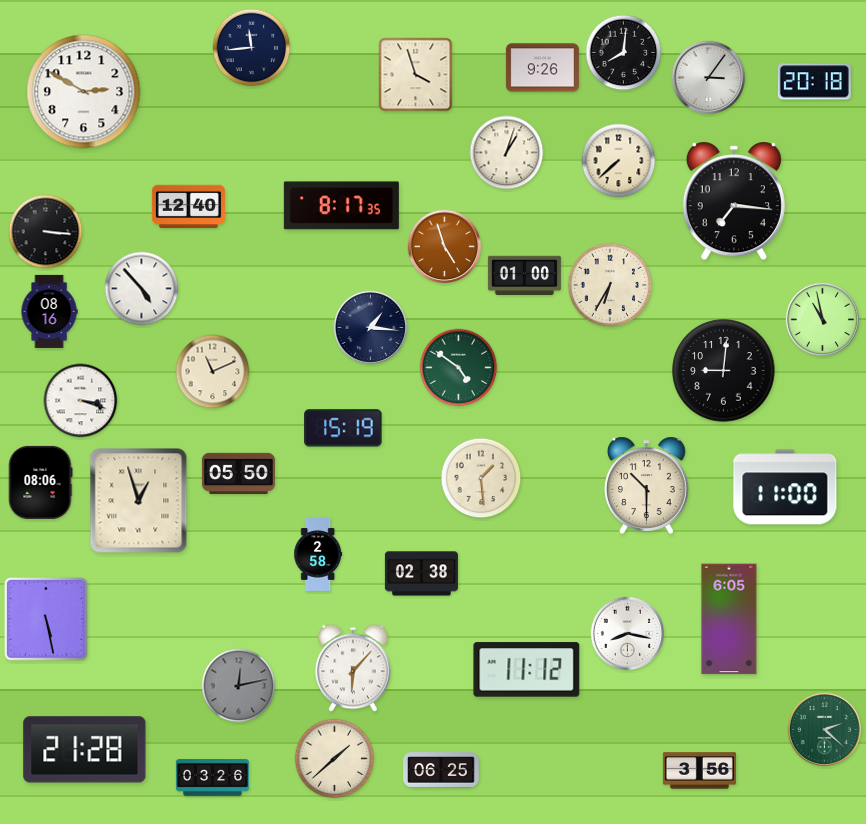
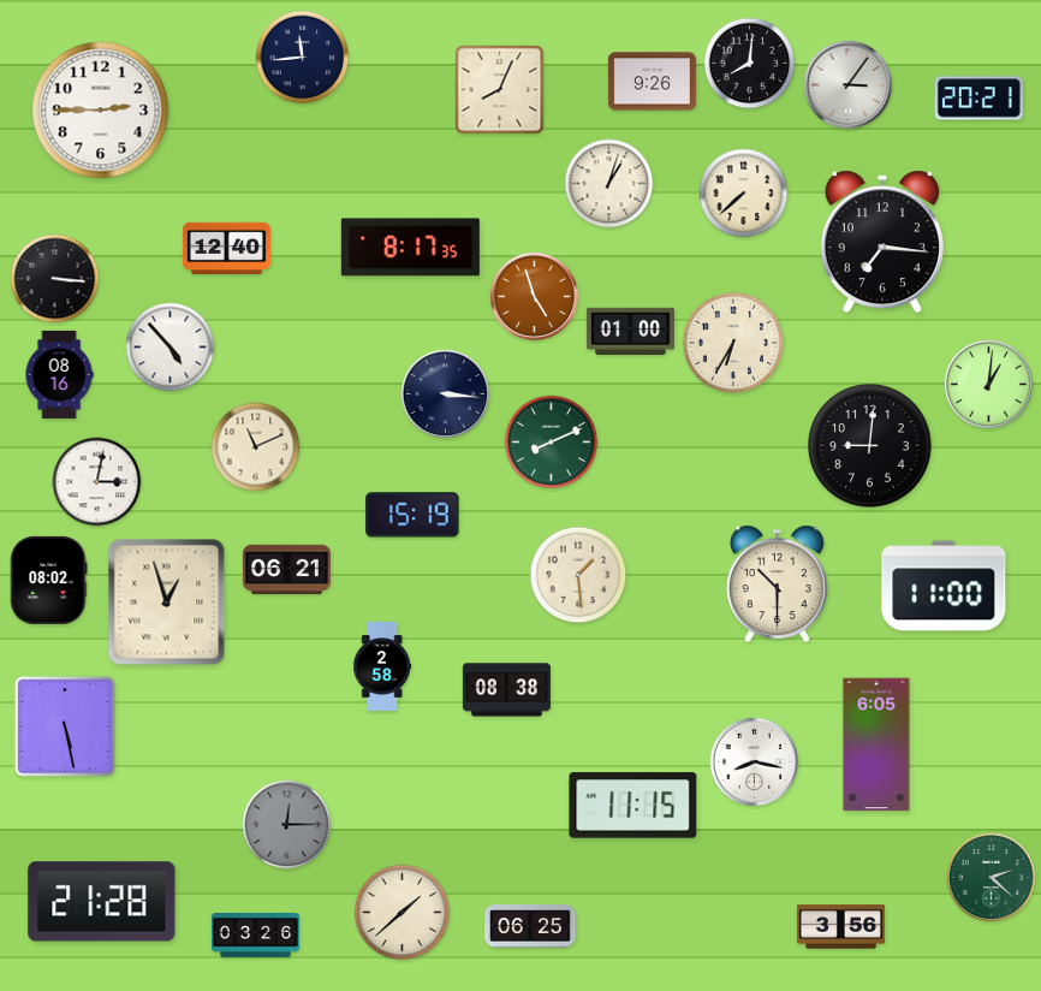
clock at (416, 75): 3:57 -> 8:04
clock at (709, 78) position: (709, 78) -> (849, 85)
clock at (814, 82): 20:18 -> 20:21
clock at (84, 92): 2:50 -> 2:45
clock at (823, 320): 10:58 -> 1:01
clock at (371, 328): 1:16 -> 3:16
clock at (459, 368): 4:51 -> 8:11
clock at (81, 401): 3:18 -> 3:02
clock at (238, 473): 05:50 -> 06:21
clock at (40, 482): 08:06 -> 08:02
clock at (421, 574): 02:38 -> 08:38
clock at (47, 620) position: (47, 620) -> (66, 728)
clock at (353, 668): 6:07 -> none
clock at (527, 670): 11:12 -> 11:15
clock at (239, 686): 12:13 -> 12:15
